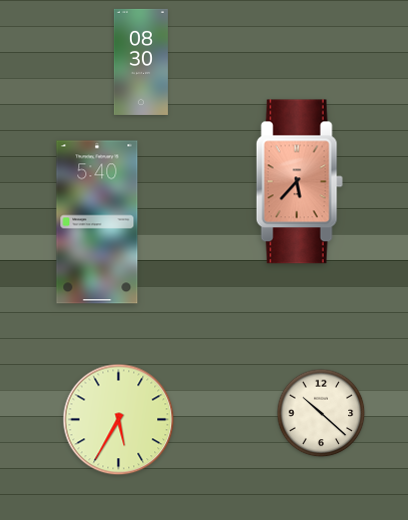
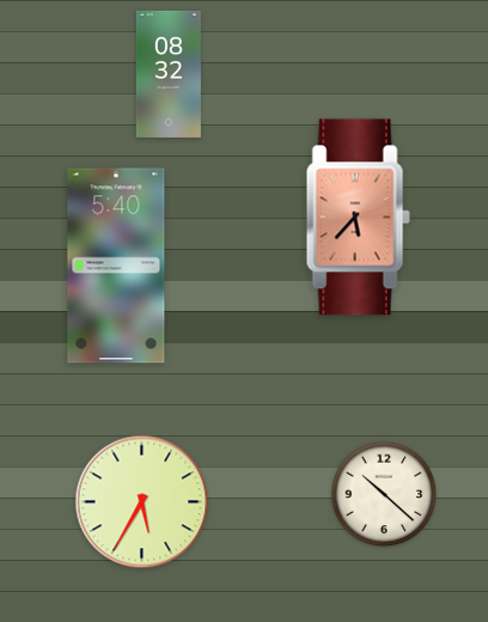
clock at (141, 62): 08:30 -> 08:32
